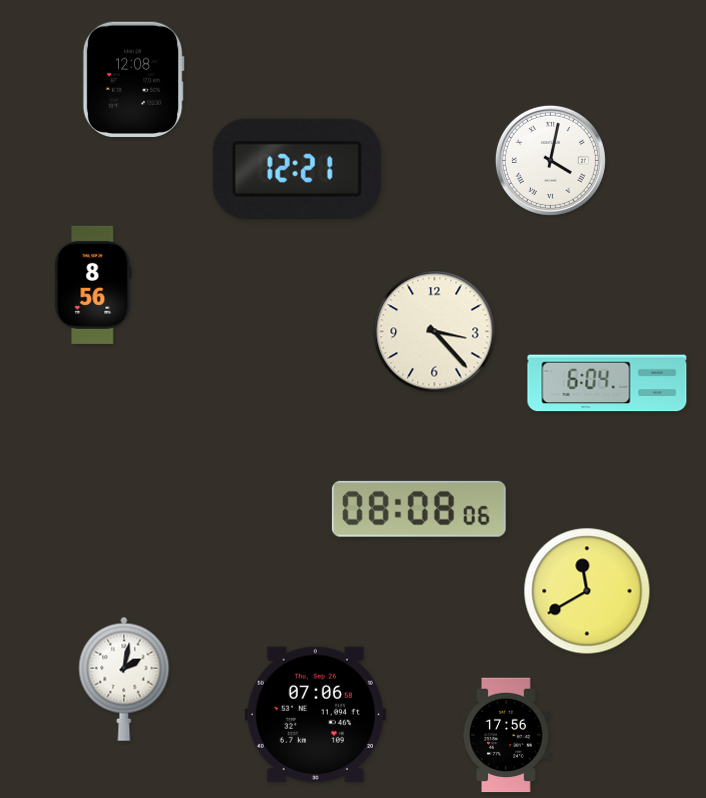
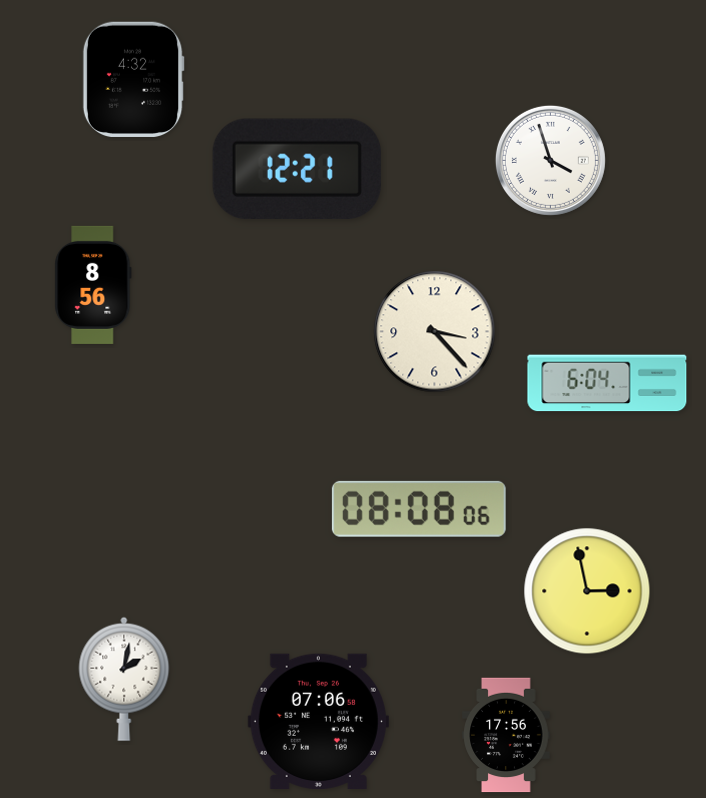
clock at (133, 79): 12:08 -> 4:32
clock at (550, 160): 4:02 -> 3:57
clock at (587, 591): 11:40 -> 2:58
clock at (315, 714) position: (315, 714) -> (318, 721)
